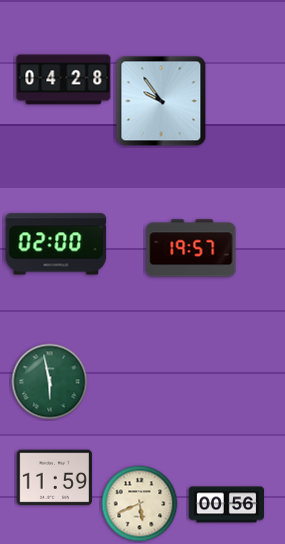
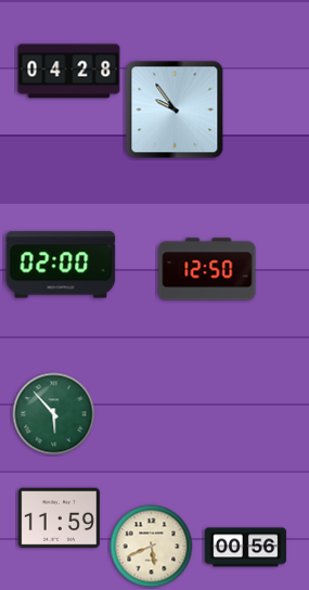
clock at (64, 80) position: (64, 80) -> (69, 72)
clock at (191, 248): 19:57 -> 12:50
clock at (50, 382): 5:58 -> 5:53
